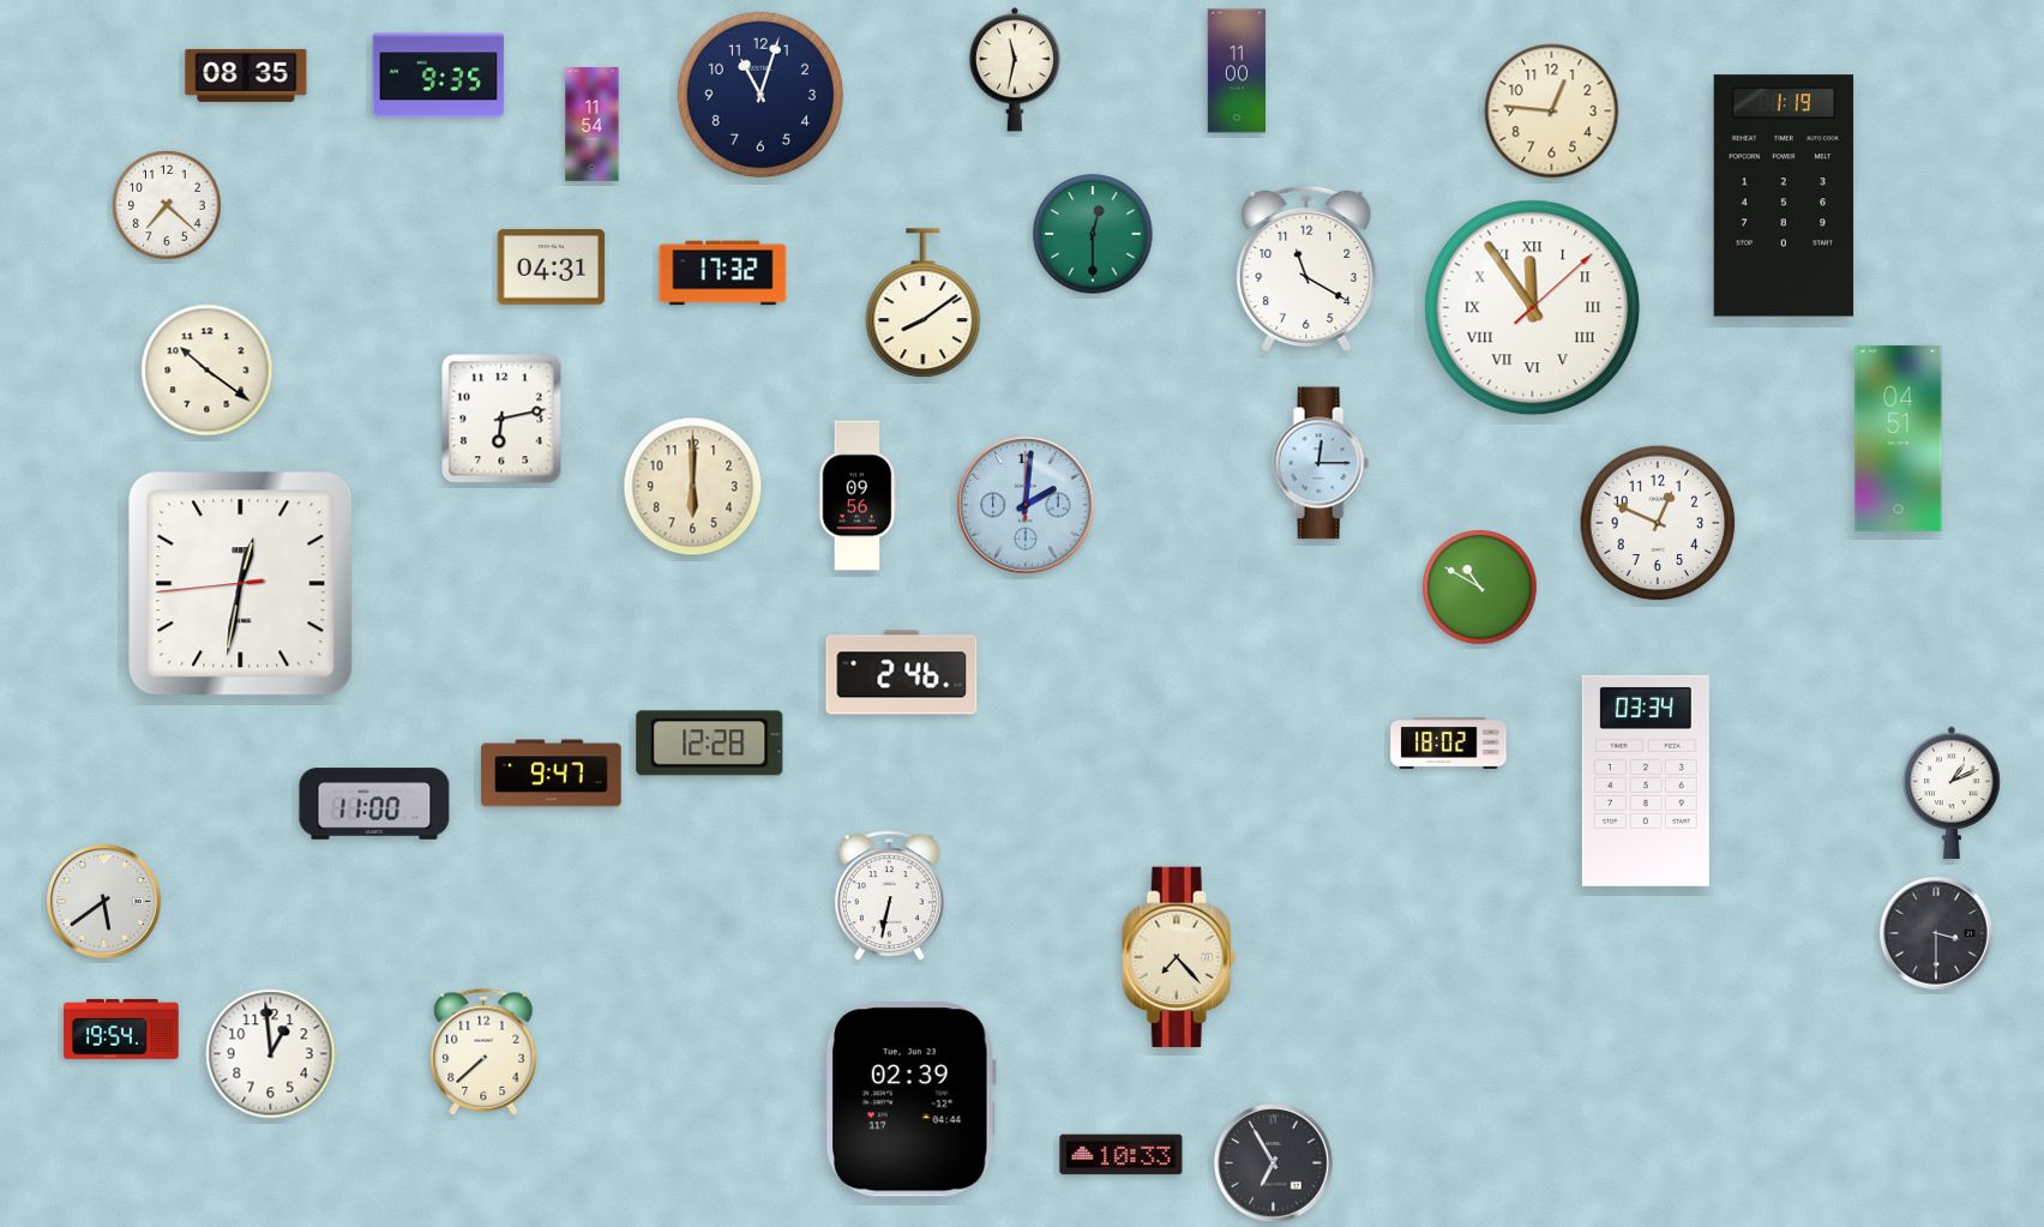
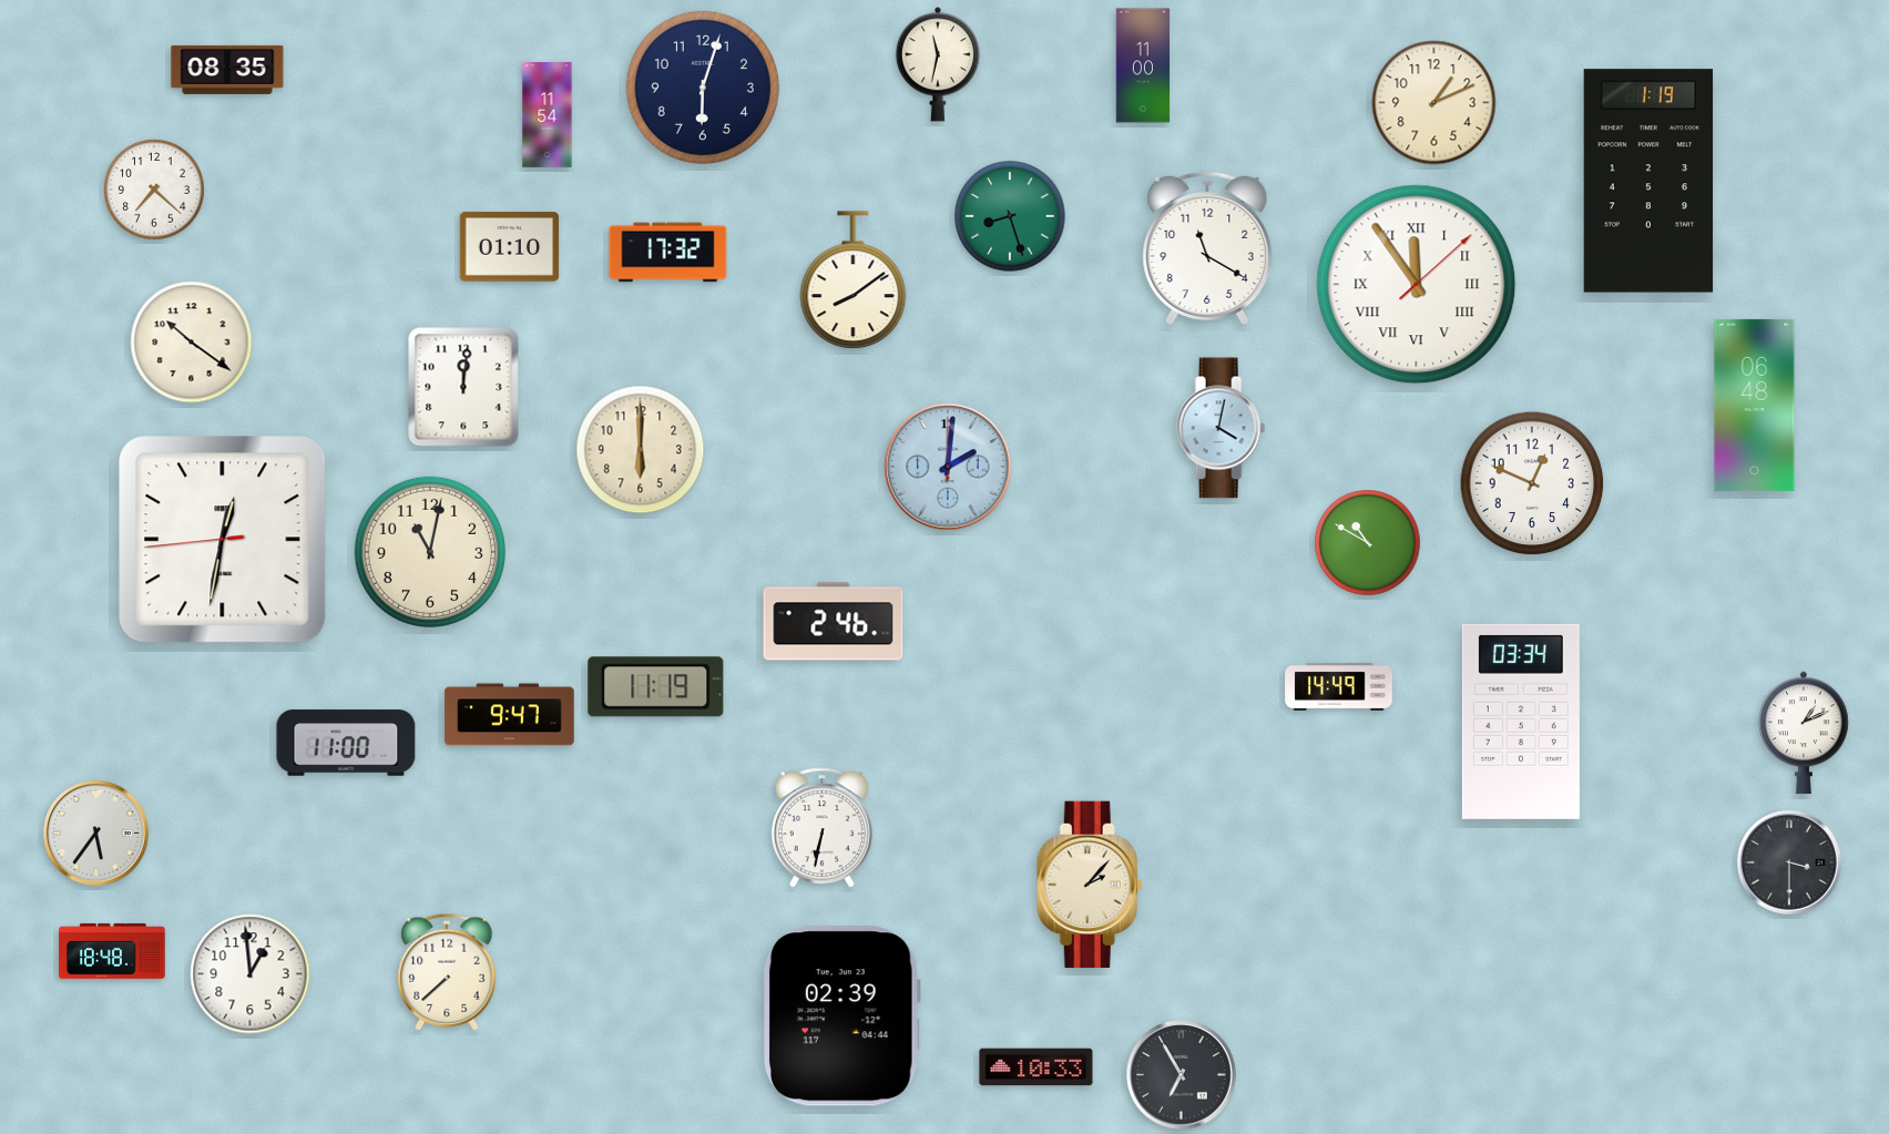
clock at (439, 76): 9:35 -> none
clock at (761, 95): 11:03 -> 6:03
clock at (1552, 112): 12:46 -> 1:11
clock at (1093, 234): 12:30 -> 8:27
clock at (552, 267): 04:31 -> 01:10
clock at (501, 419): 6:13 -> 12:01
clock at (1899, 438): 04:51 -> 06:48
clock at (1321, 463): 12:15 -> 4:02
clock at (858, 495): 09:56 -> none
clock at (430, 552): none -> 11:02
clock at (1449, 742): 18:02 -> 14:49
clock at (710, 744): 12:28 -> 11:19
clock at (104, 902): 5:39 -> 5:36
clock at (1179, 957): 7:23 -> 2:07
clock at (121, 1029): 19:54 -> 18:48
clock at (1274, 1163) position: (1274, 1163) -> (1182, 1075)
